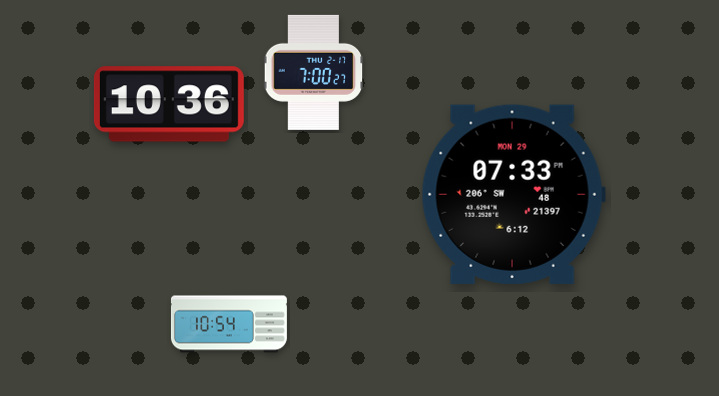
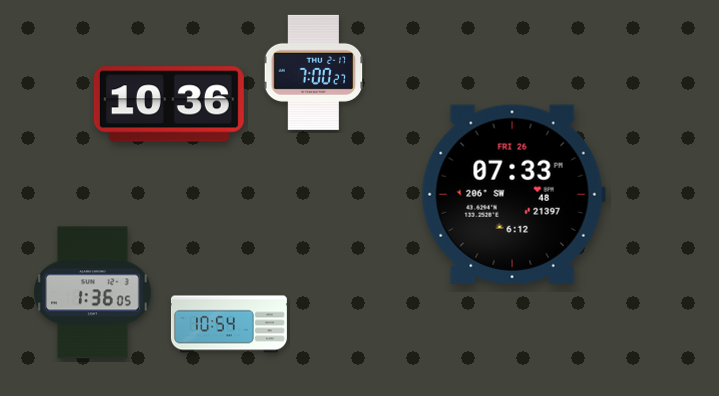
clock at (513, 194) date: MON 29 -> FRI 26
clock at (93, 293): none -> 1:36
